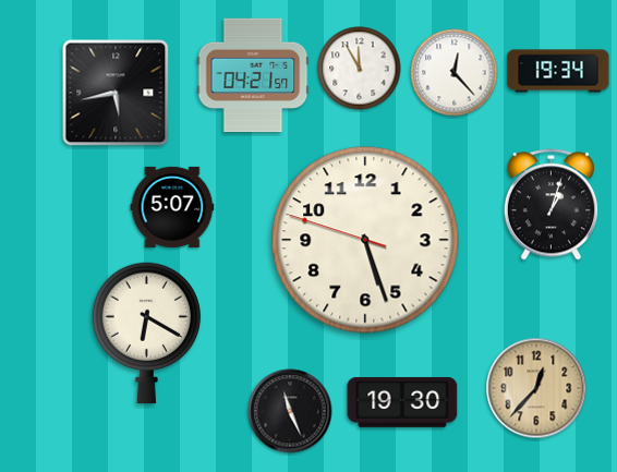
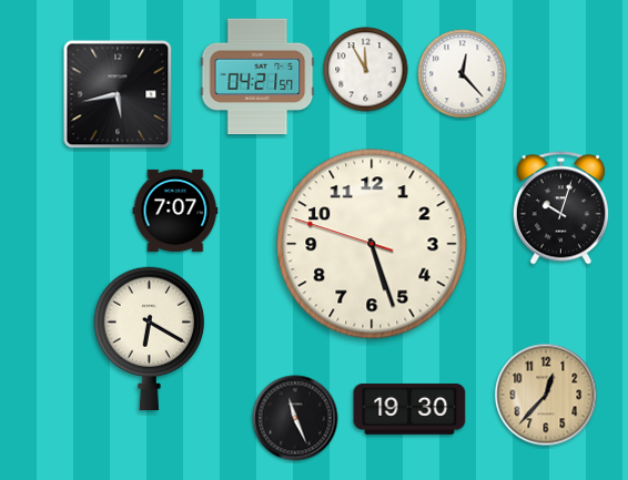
clock at (558, 71): 19:34 -> none
clock at (551, 205): 1:03 -> 10:03
clock at (172, 207): 5:07 -> 7:07
